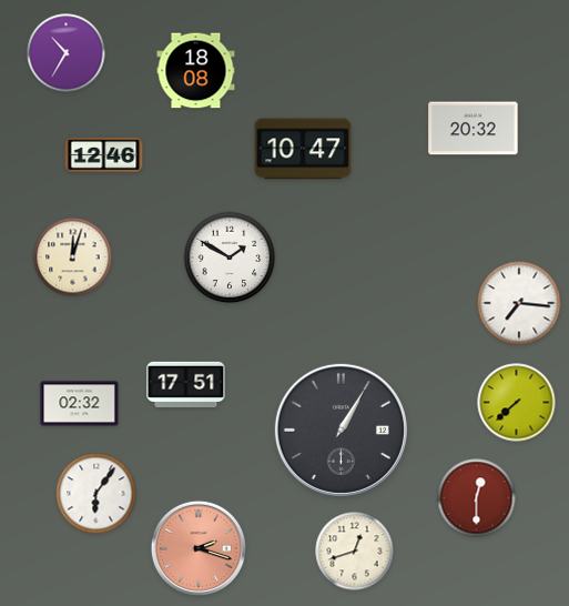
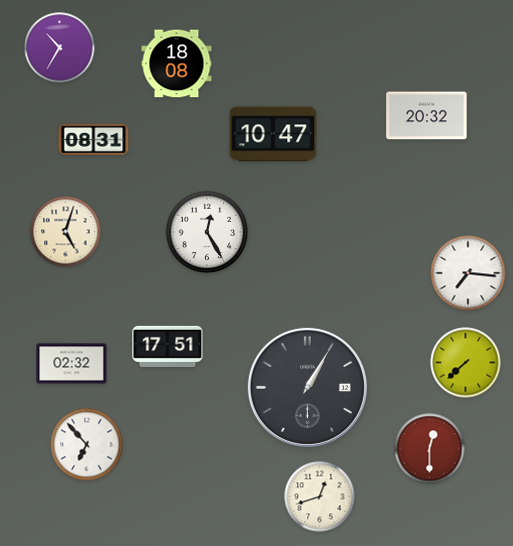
clock at (104, 154): 12:46 -> 08:31
clock at (73, 257): 12:03 -> 5:03
clock at (230, 257): 1:50 -> 12:25
clock at (96, 494): 6:06 -> 6:53
clock at (199, 548): 2:18 -> none
